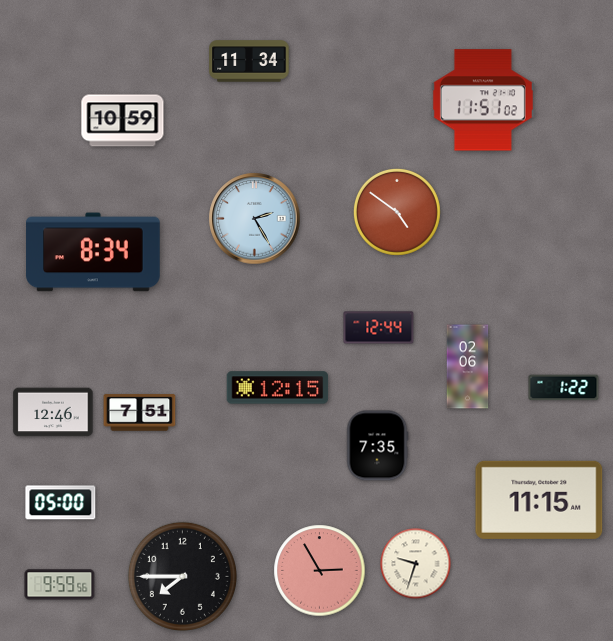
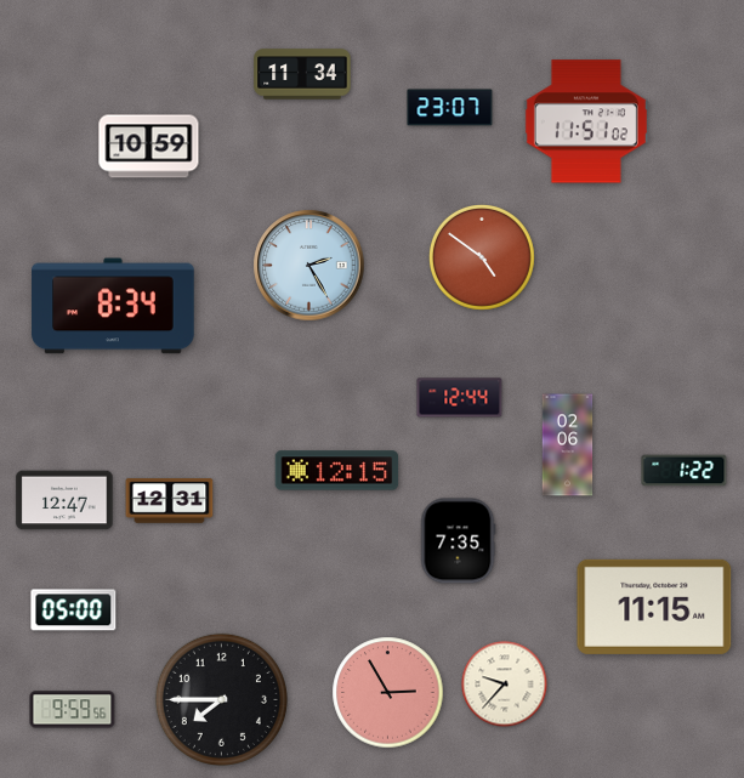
clock at (450, 108): none -> 23:07
clock at (53, 412): 12:46 -> 12:47
clock at (140, 413): 7:51 -> 12:31
clock at (416, 564): 9:33 -> 9:37
